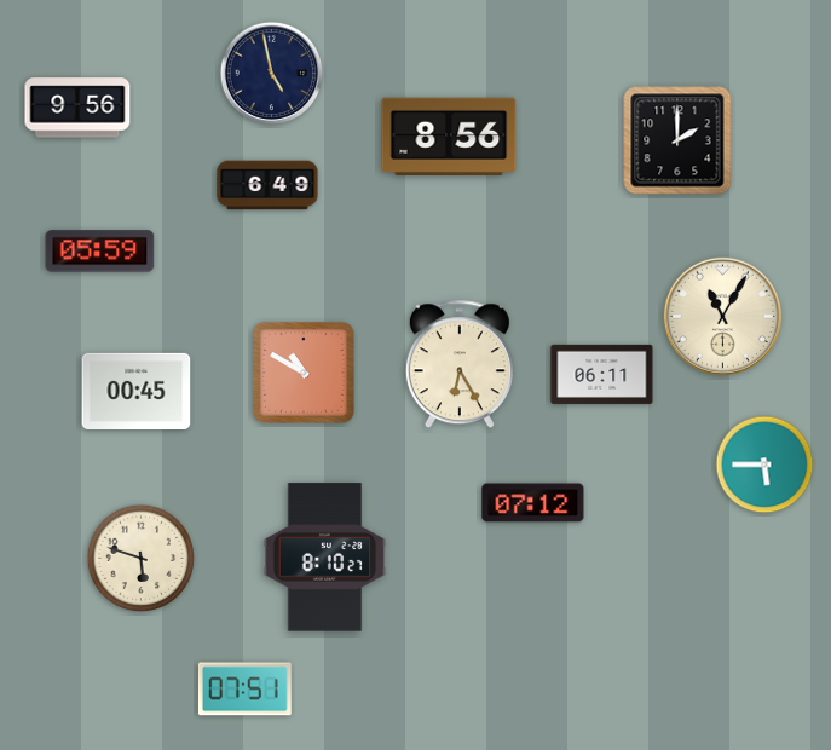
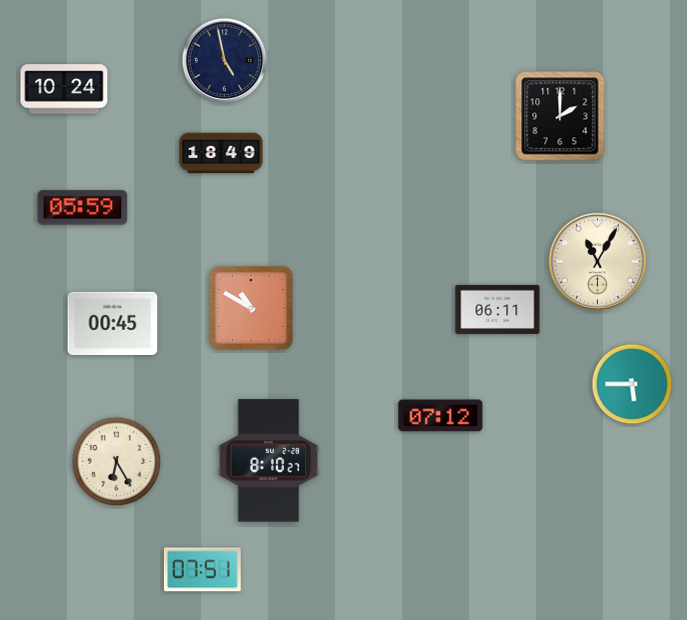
clock at (77, 108): 9:56 -> 10:24
clock at (449, 135): 8:56 -> none
clock at (267, 185): 6:49 -> 18:49
clock at (460, 365): 6:25 -> none
clock at (142, 559): 5:48 -> 6:25
